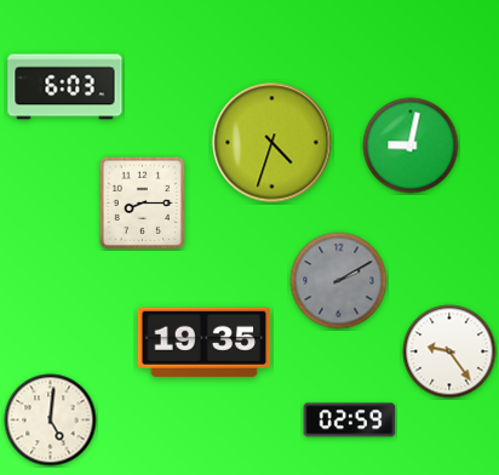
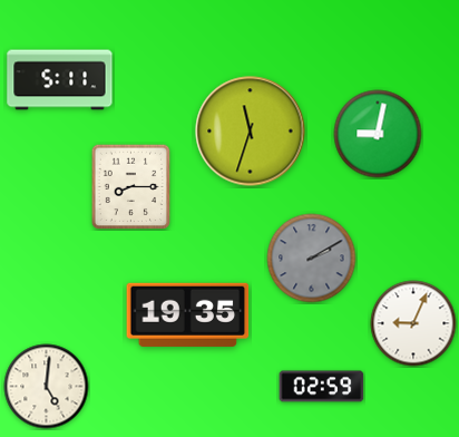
clock at (65, 87): 6:03 -> 5:11
clock at (273, 143): 4:33 -> 11:33
clock at (449, 351): 9:24 -> 9:04
